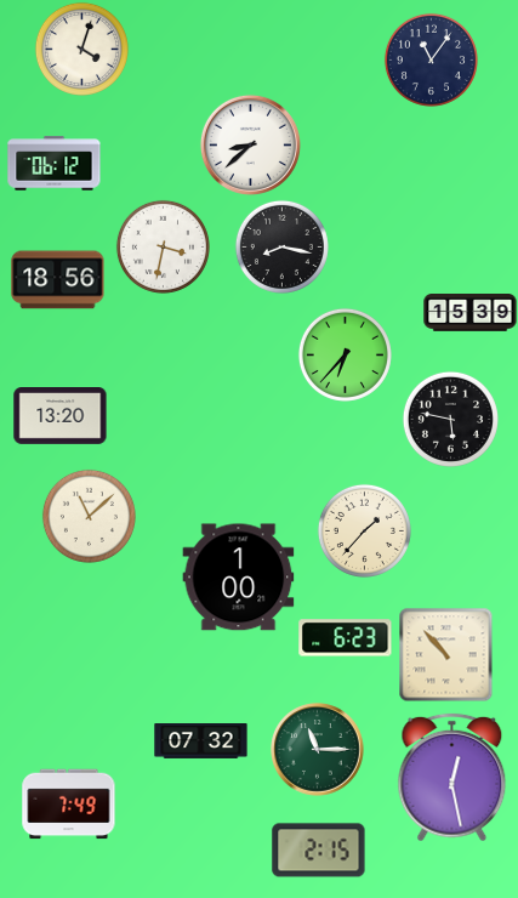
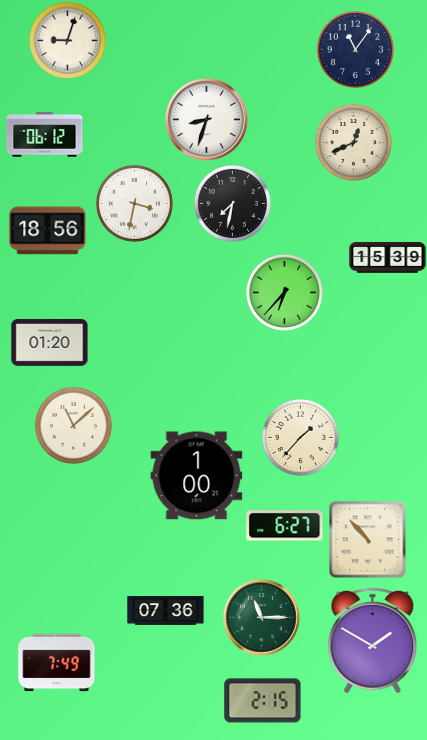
clock at (81, 49): 4:03 -> 9:03
clock at (250, 144): 8:38 -> 8:33
clock at (353, 142): none -> 12:41
clock at (281, 246): 8:17 -> 7:32
clock at (61, 416): 13:20 -> 01:20
clock at (450, 419): 5:47 -> none
clock at (346, 638): 6:23 -> 6:27
clock at (201, 741): 07:32 -> 07:36
clock at (452, 778): 12:28 -> 1:50
